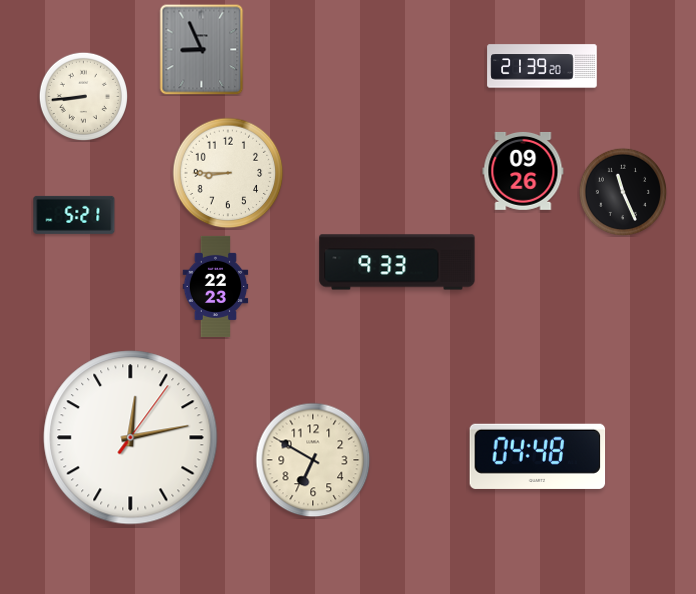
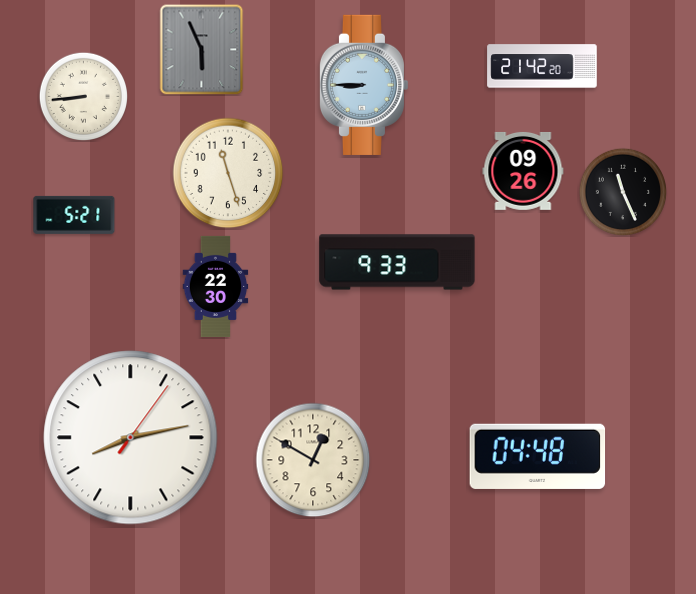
clock at (202, 50): 8:56 -> 5:56
clock at (542, 66): 21:39 -> 21:42
clock at (363, 85): none -> 8:45
clock at (228, 173): 8:45 -> 11:27
clock at (216, 286): 22:23 -> 22:30
clock at (131, 438): 12:13 -> 8:13
clock at (313, 460): 6:50 -> 12:50
